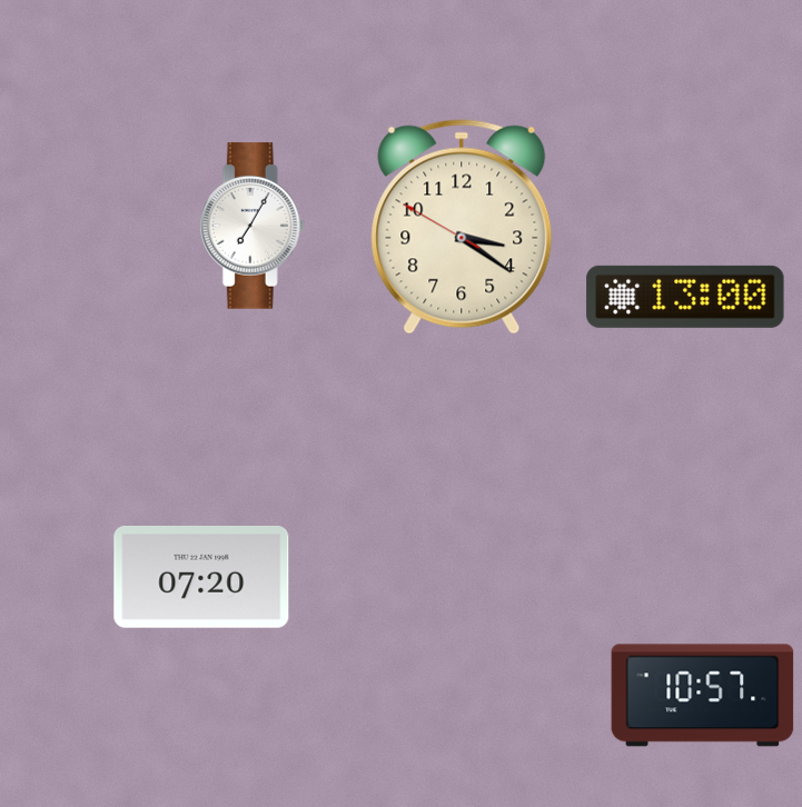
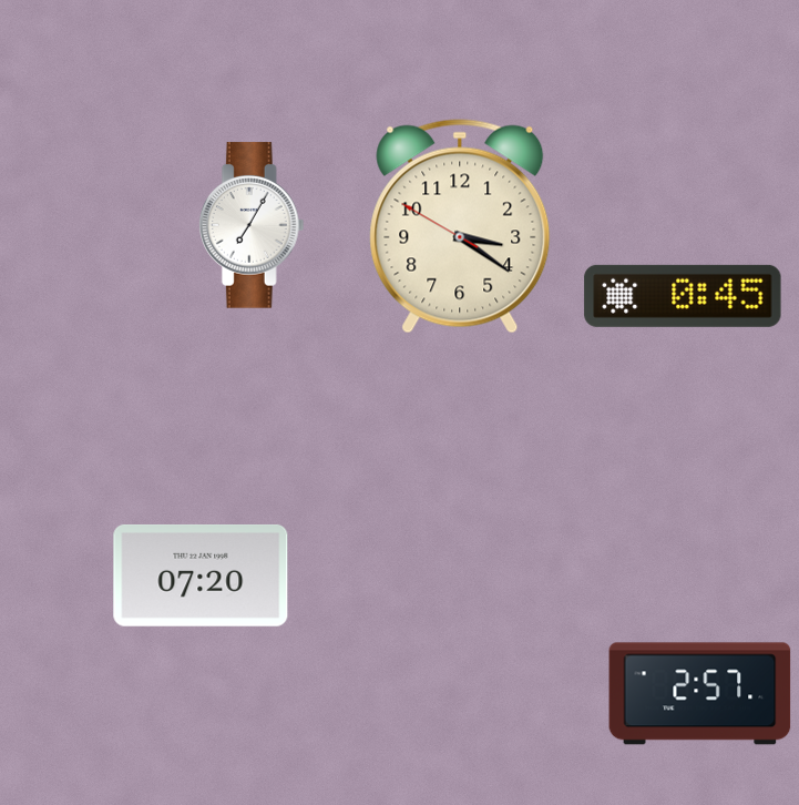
clock at (685, 297): 13:00 -> 0:45
clock at (703, 696): 10:57 -> 2:57
